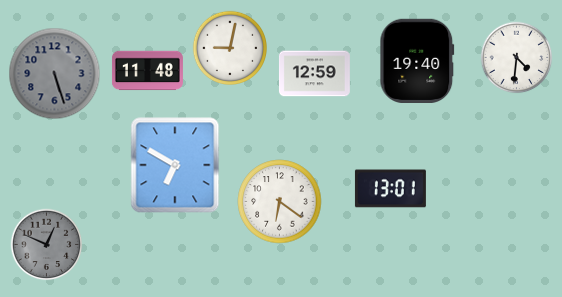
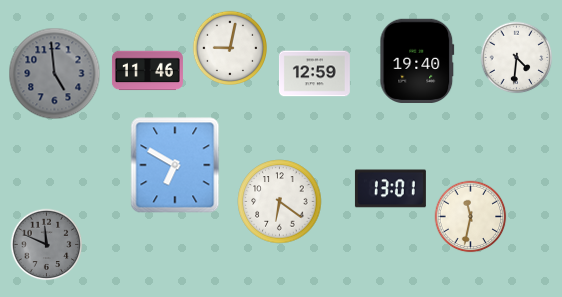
clock at (147, 71): 11:48 -> 11:46
clock at (55, 74): 5:27 -> 4:59
clock at (471, 217): none -> 11:32
clock at (47, 245): 12:49 -> 11:49
